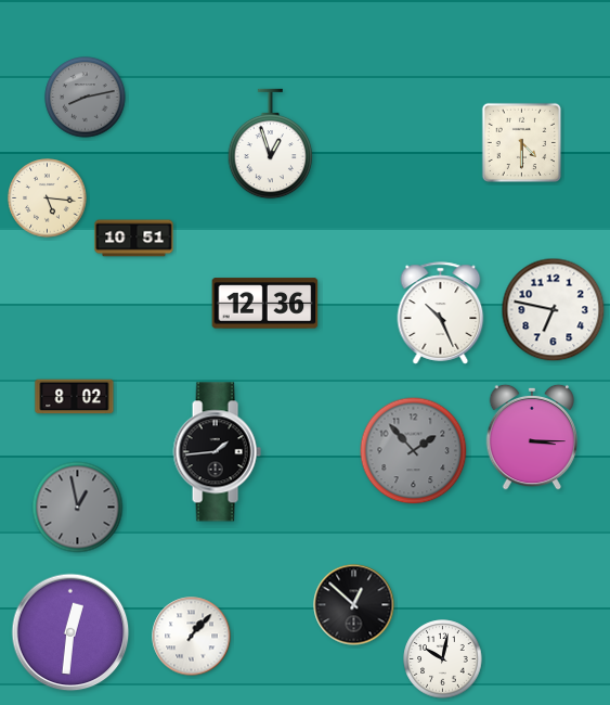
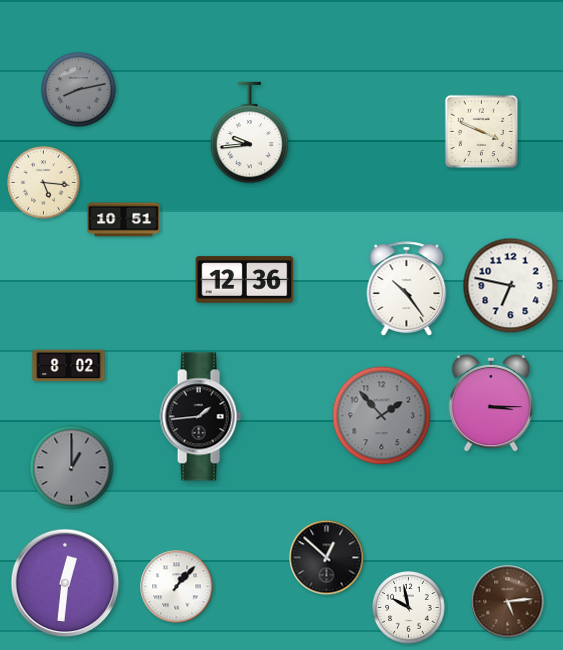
clock at (521, 142): 4:30 -> 3:49
clock at (271, 144): 12:57 -> 9:44
clock at (441, 313): 10:26 -> 10:24
clock at (78, 508): 12:58 -> 1:00
clock at (508, 602): none -> 5:14
clock at (443, 659): 10:02 -> 9:58
